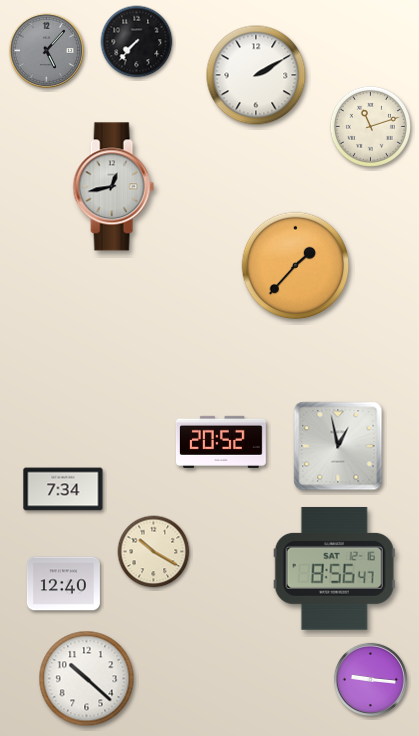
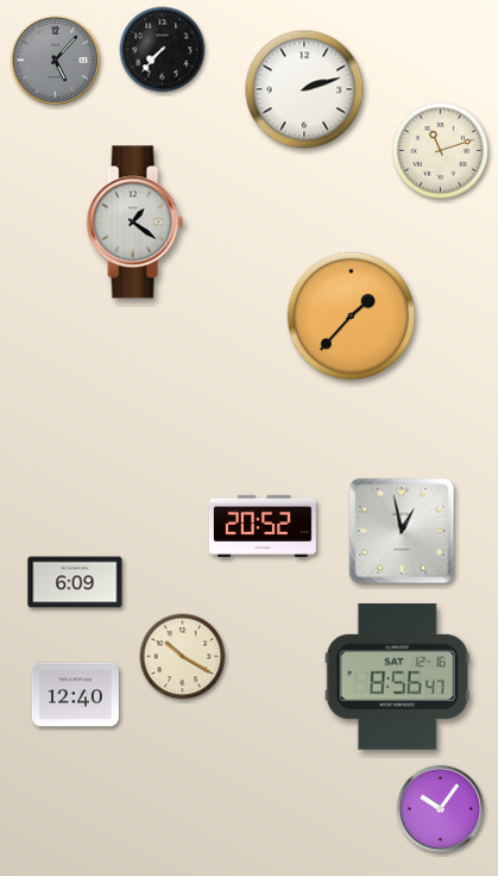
clock at (256, 75): 2:10 -> 2:12
clock at (113, 187): 12:43 -> 1:21
clock at (63, 489): 7:34 -> 6:09
clock at (87, 679): 10:22 -> none
clock at (370, 679): 9:16 -> 10:06
